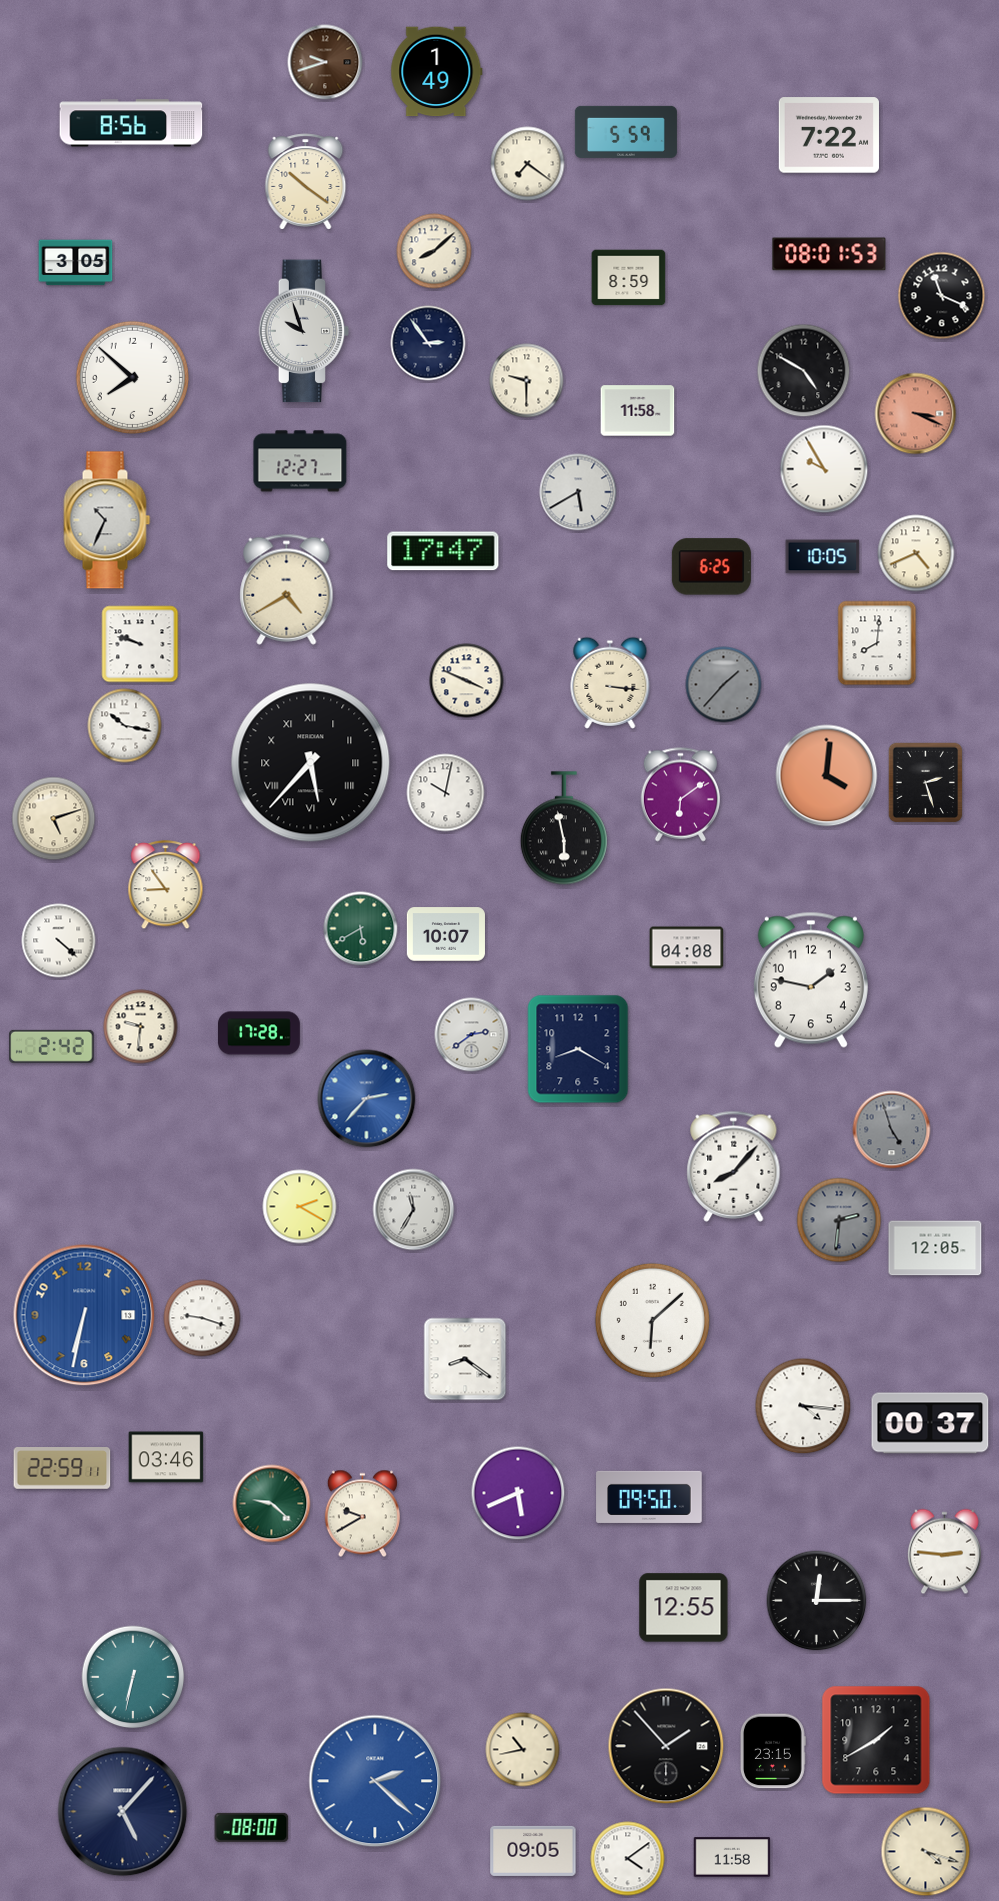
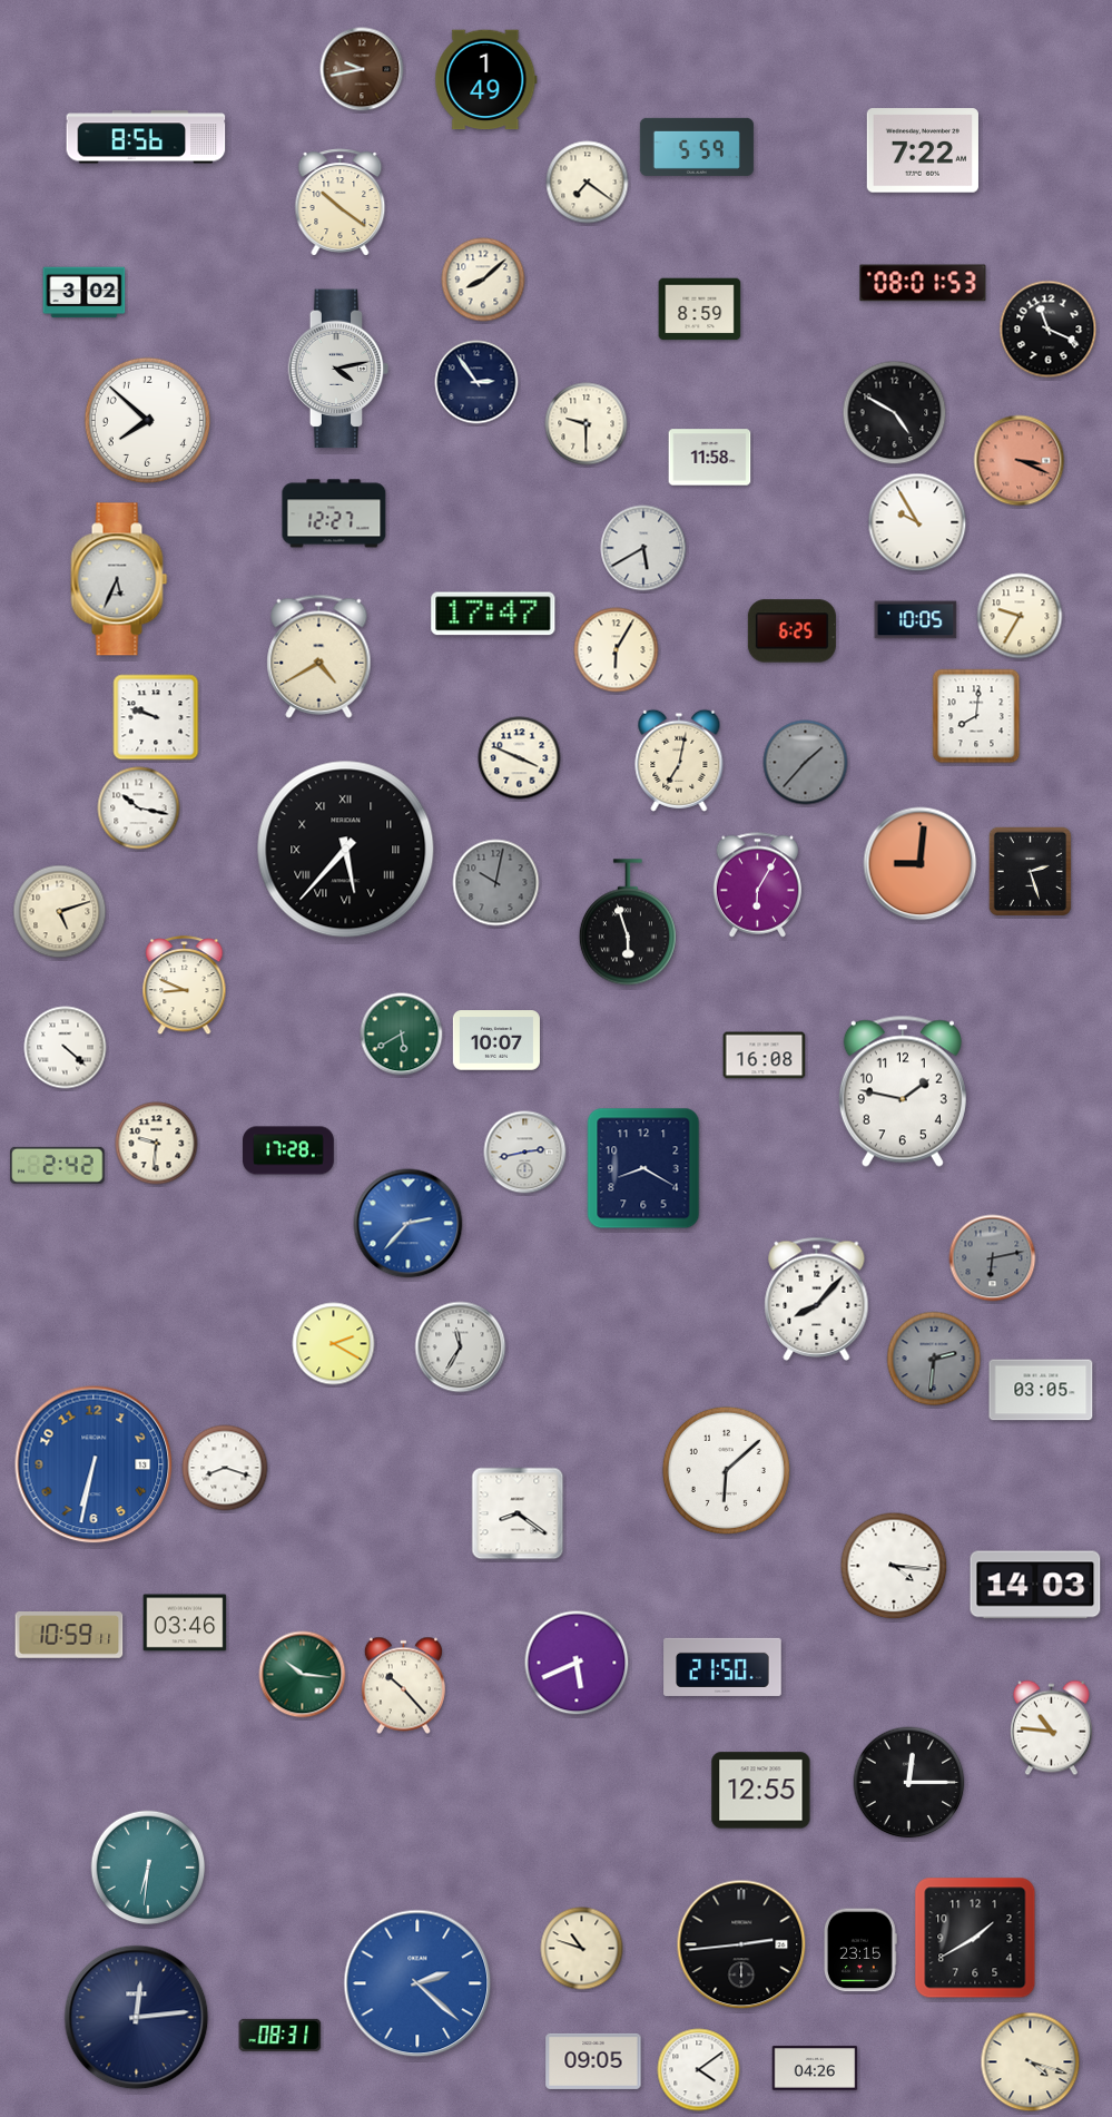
clock at (325, 62): 9:42 -> 9:43
clock at (76, 263): 3:05 -> 3:02
clock at (304, 331): 9:57 -> 4:13
clock at (107, 520): 10:34 -> 5:34
clock at (916, 553): 4:41 -> 9:35
clock at (617, 650): none -> 6:05
clock at (610, 683): 3:16 -> 7:02
clock at (827, 776): 4:01 -> 9:01
clock at (446, 793) dial: white -> grey
clock at (681, 795): 6:09 -> 6:05
clock at (564, 828): 5:58 -> 5:57
clock at (166, 885): 8:54 -> 8:49
clock at (687, 948): 04:08 -> 16:08
clock at (472, 1035): 2:39 -> 2:43
clock at (892, 1130): 4:57 -> 6:13
clock at (935, 1248): 12:05 -> 03:05
clock at (202, 1318): 9:18 -> 8:18
clock at (930, 1423): 00:37 -> 14:03
clock at (62, 1469): 22:59 -> 10:59
clock at (649, 1497): 09:50 -> 21:50
clock at (272, 1504): 9:22 -> 10:16
clock at (362, 1514): 9:40 -> 10:23
clock at (944, 1552): 2:46 -> 10:46
clock at (133, 1677): 6:32 -> 6:31
clock at (666, 1746): 1:53 -> 2:44
clock at (523, 1750): 10:43 -> 10:48
clock at (123, 1812): 5:07 -> 12:14
clock at (252, 1827): 08:00 -> 08:31
clock at (732, 1857): 11:58 -> 04:26
